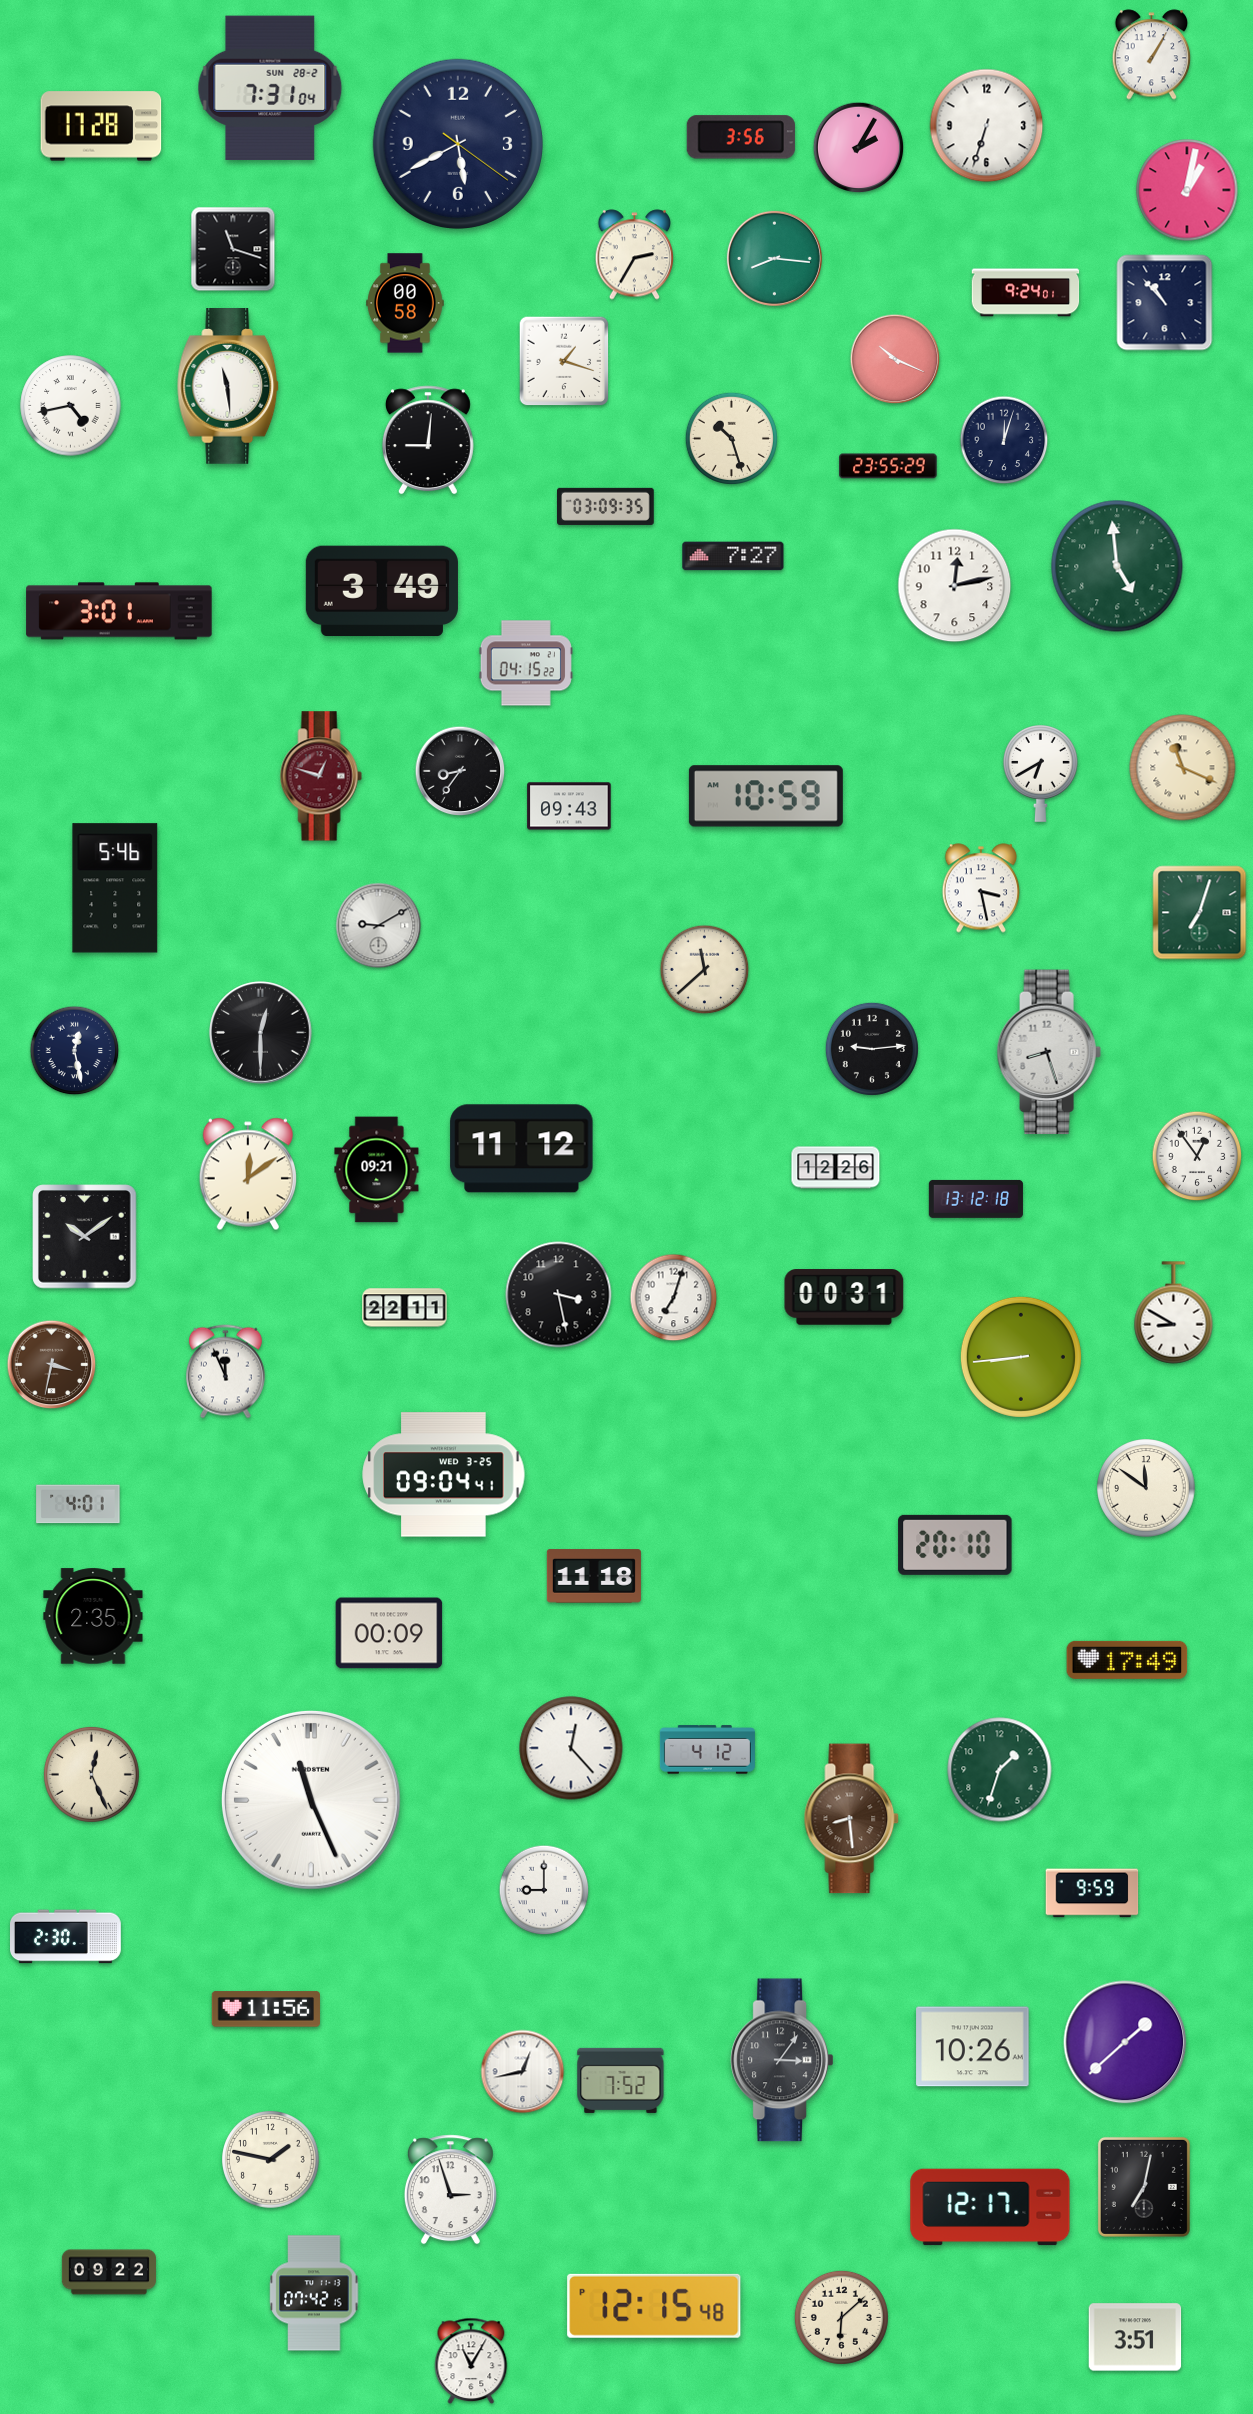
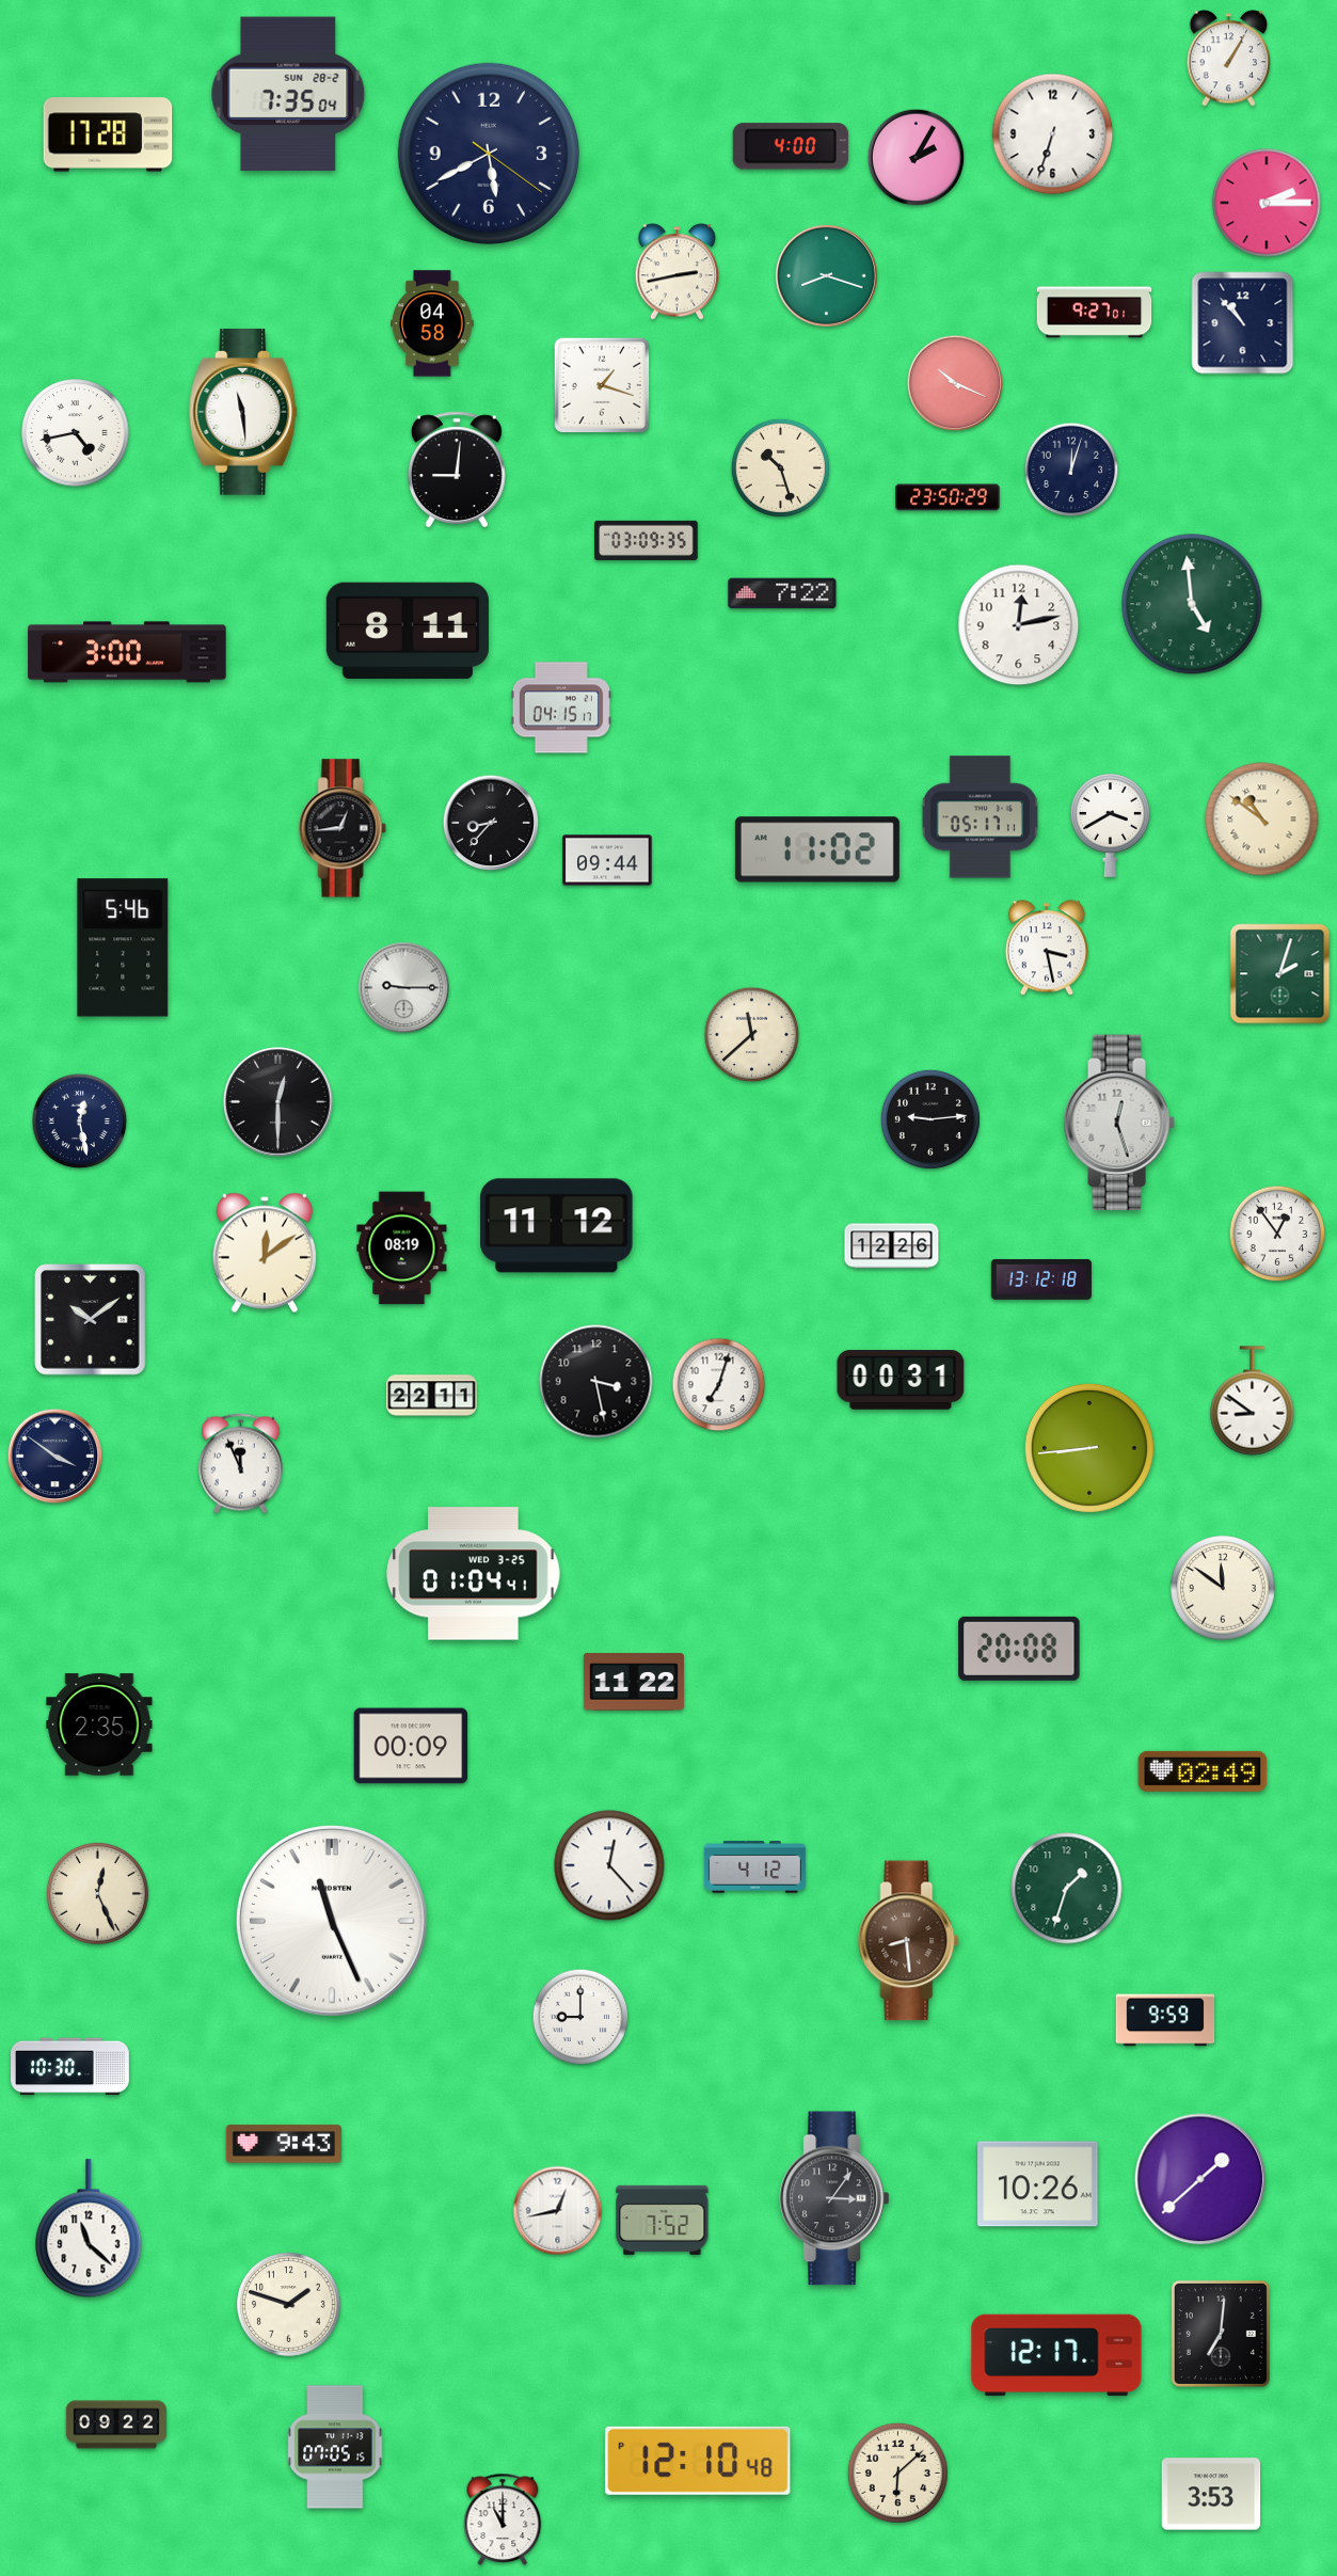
clock at (270, 87): 7:31 -> 7:35
clock at (741, 137): 3:56 -> 4:00
clock at (1187, 190): 1:02 -> 2:15
clock at (233, 249): 11:18 -> none
clock at (635, 255): 2:35 -> 2:43
clock at (774, 258): 8:16 -> 8:18
clock at (1026, 293): 9:24 -> 9:27
clock at (405, 303): 00:58 -> 04:58
clock at (888, 466): 23:55 -> 23:50
clock at (733, 556): 7:27 -> 7:22
clock at (382, 591): 3:49 -> 8:11
clock at (119, 611): 3:01 -> 3:00
clock at (526, 663): 04:15:22 -> 04:15:17
clock at (980, 817): none -> 05:17
clock at (1183, 768): 11:19 -> 10:51
clock at (460, 771): 8:36 -> 8:37
clock at (1041, 774): 6:40 -> 3:40
clock at (321, 776): 12:48 -> 12:44
clock at (321, 776) dial: burgundy -> black
clock at (766, 796): 10:59 -> 11:02
clock at (569, 806): 09:43 -> 09:44
clock at (1200, 913): 7:03 -> 2:03
clock at (379, 926): 9:10 -> 9:15
clock at (1049, 1052): 8:27 -> 12:27
clock at (377, 1170): 09:21 -> 08:19
clock at (844, 1297) position: (844, 1297) -> (901, 1380)
clock at (1174, 1313): 8:50 -> 8:51
clock at (52, 1365): 3:32 -> 3:51
clock at (52, 1365) dial: brown -> navy
clock at (444, 1475): 09:04 -> 01:04
clock at (78, 1504): 4:01 -> none
clock at (955, 1545): 20:10 -> 20:08
clock at (594, 1576): 11:18 -> 11:22
clock at (389, 1633) position: (389, 1633) -> (411, 1746)
clock at (1127, 1660): 17:49 -> 02:49
clock at (66, 1937): 2:30 -> 10:30
clock at (266, 2009): 11:56 -> 9:43
clock at (89, 2228): none -> 11:22
clock at (271, 2160): 1:47 -> 1:48
clock at (1144, 2187): 7:02 -> 7:01
clock at (450, 2190): 2:57 -> none
clock at (314, 2293): 07:42 -> 07:05
clock at (654, 2306): 12:15 -> 12:10
clock at (1135, 2337): 3:51 -> 3:53
clock at (471, 2361): 11:05 -> 11:00
